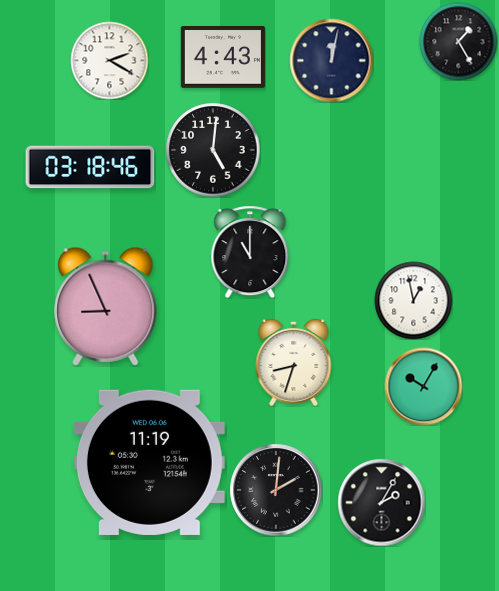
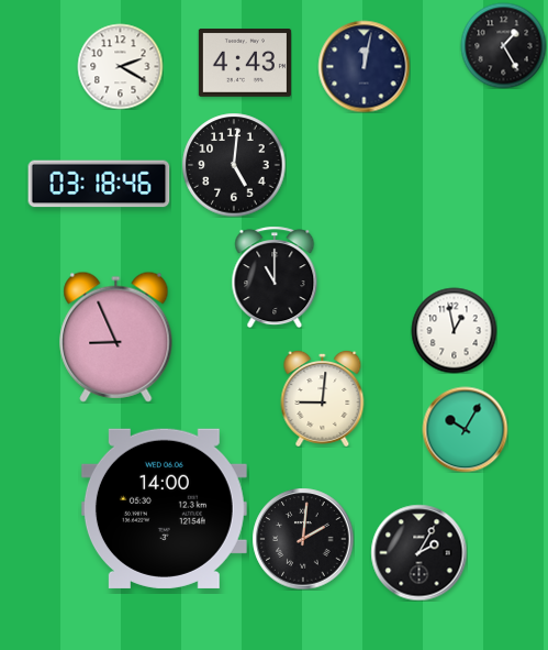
clock at (294, 362): 8:33 -> 9:01
clock at (423, 386) position: (423, 386) -> (465, 429)
clock at (149, 462): 11:19 -> 14:00
